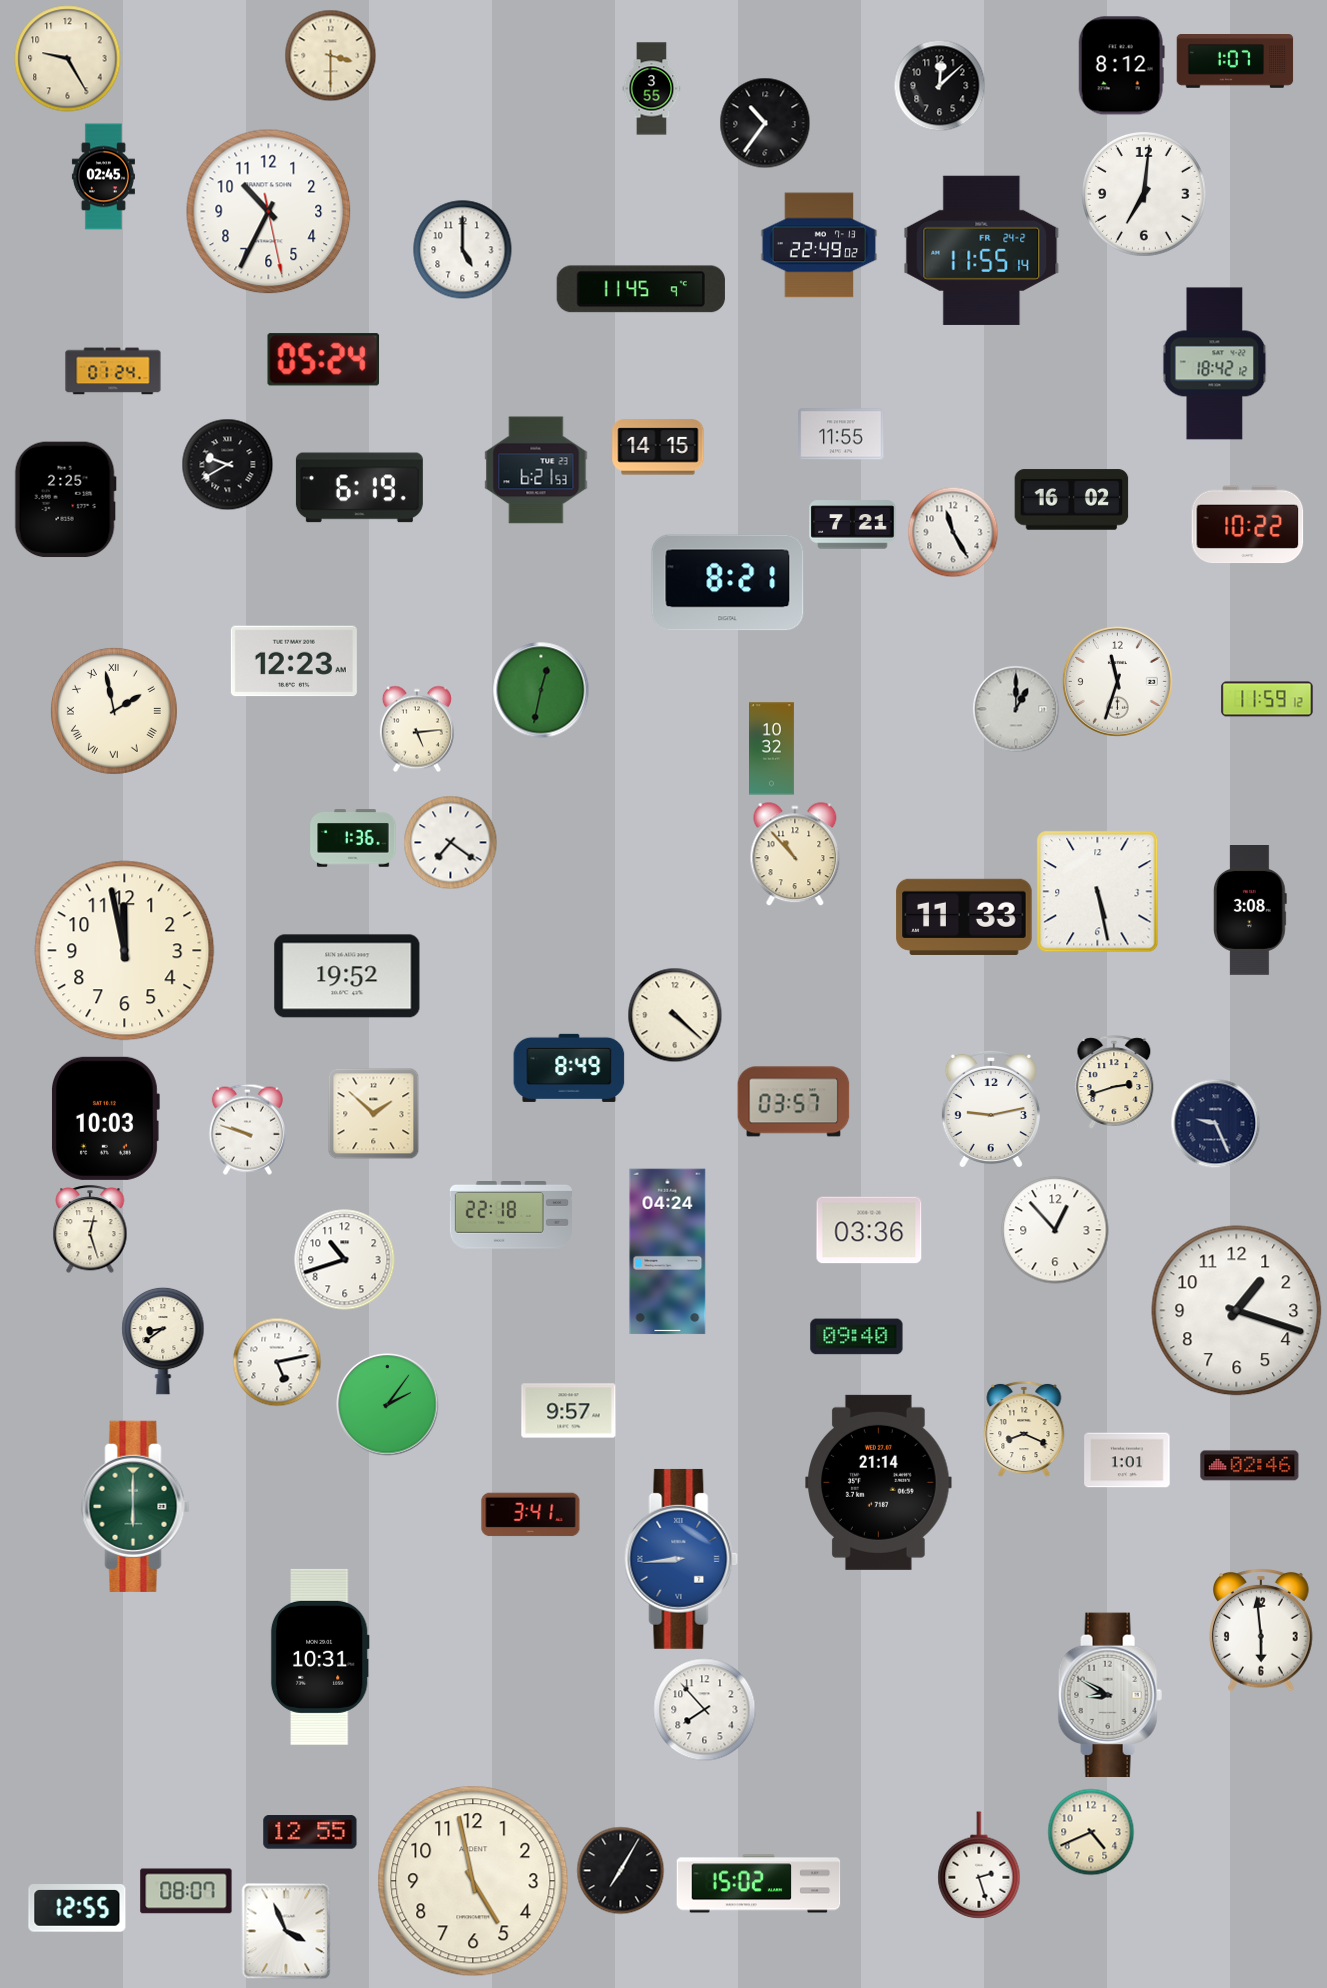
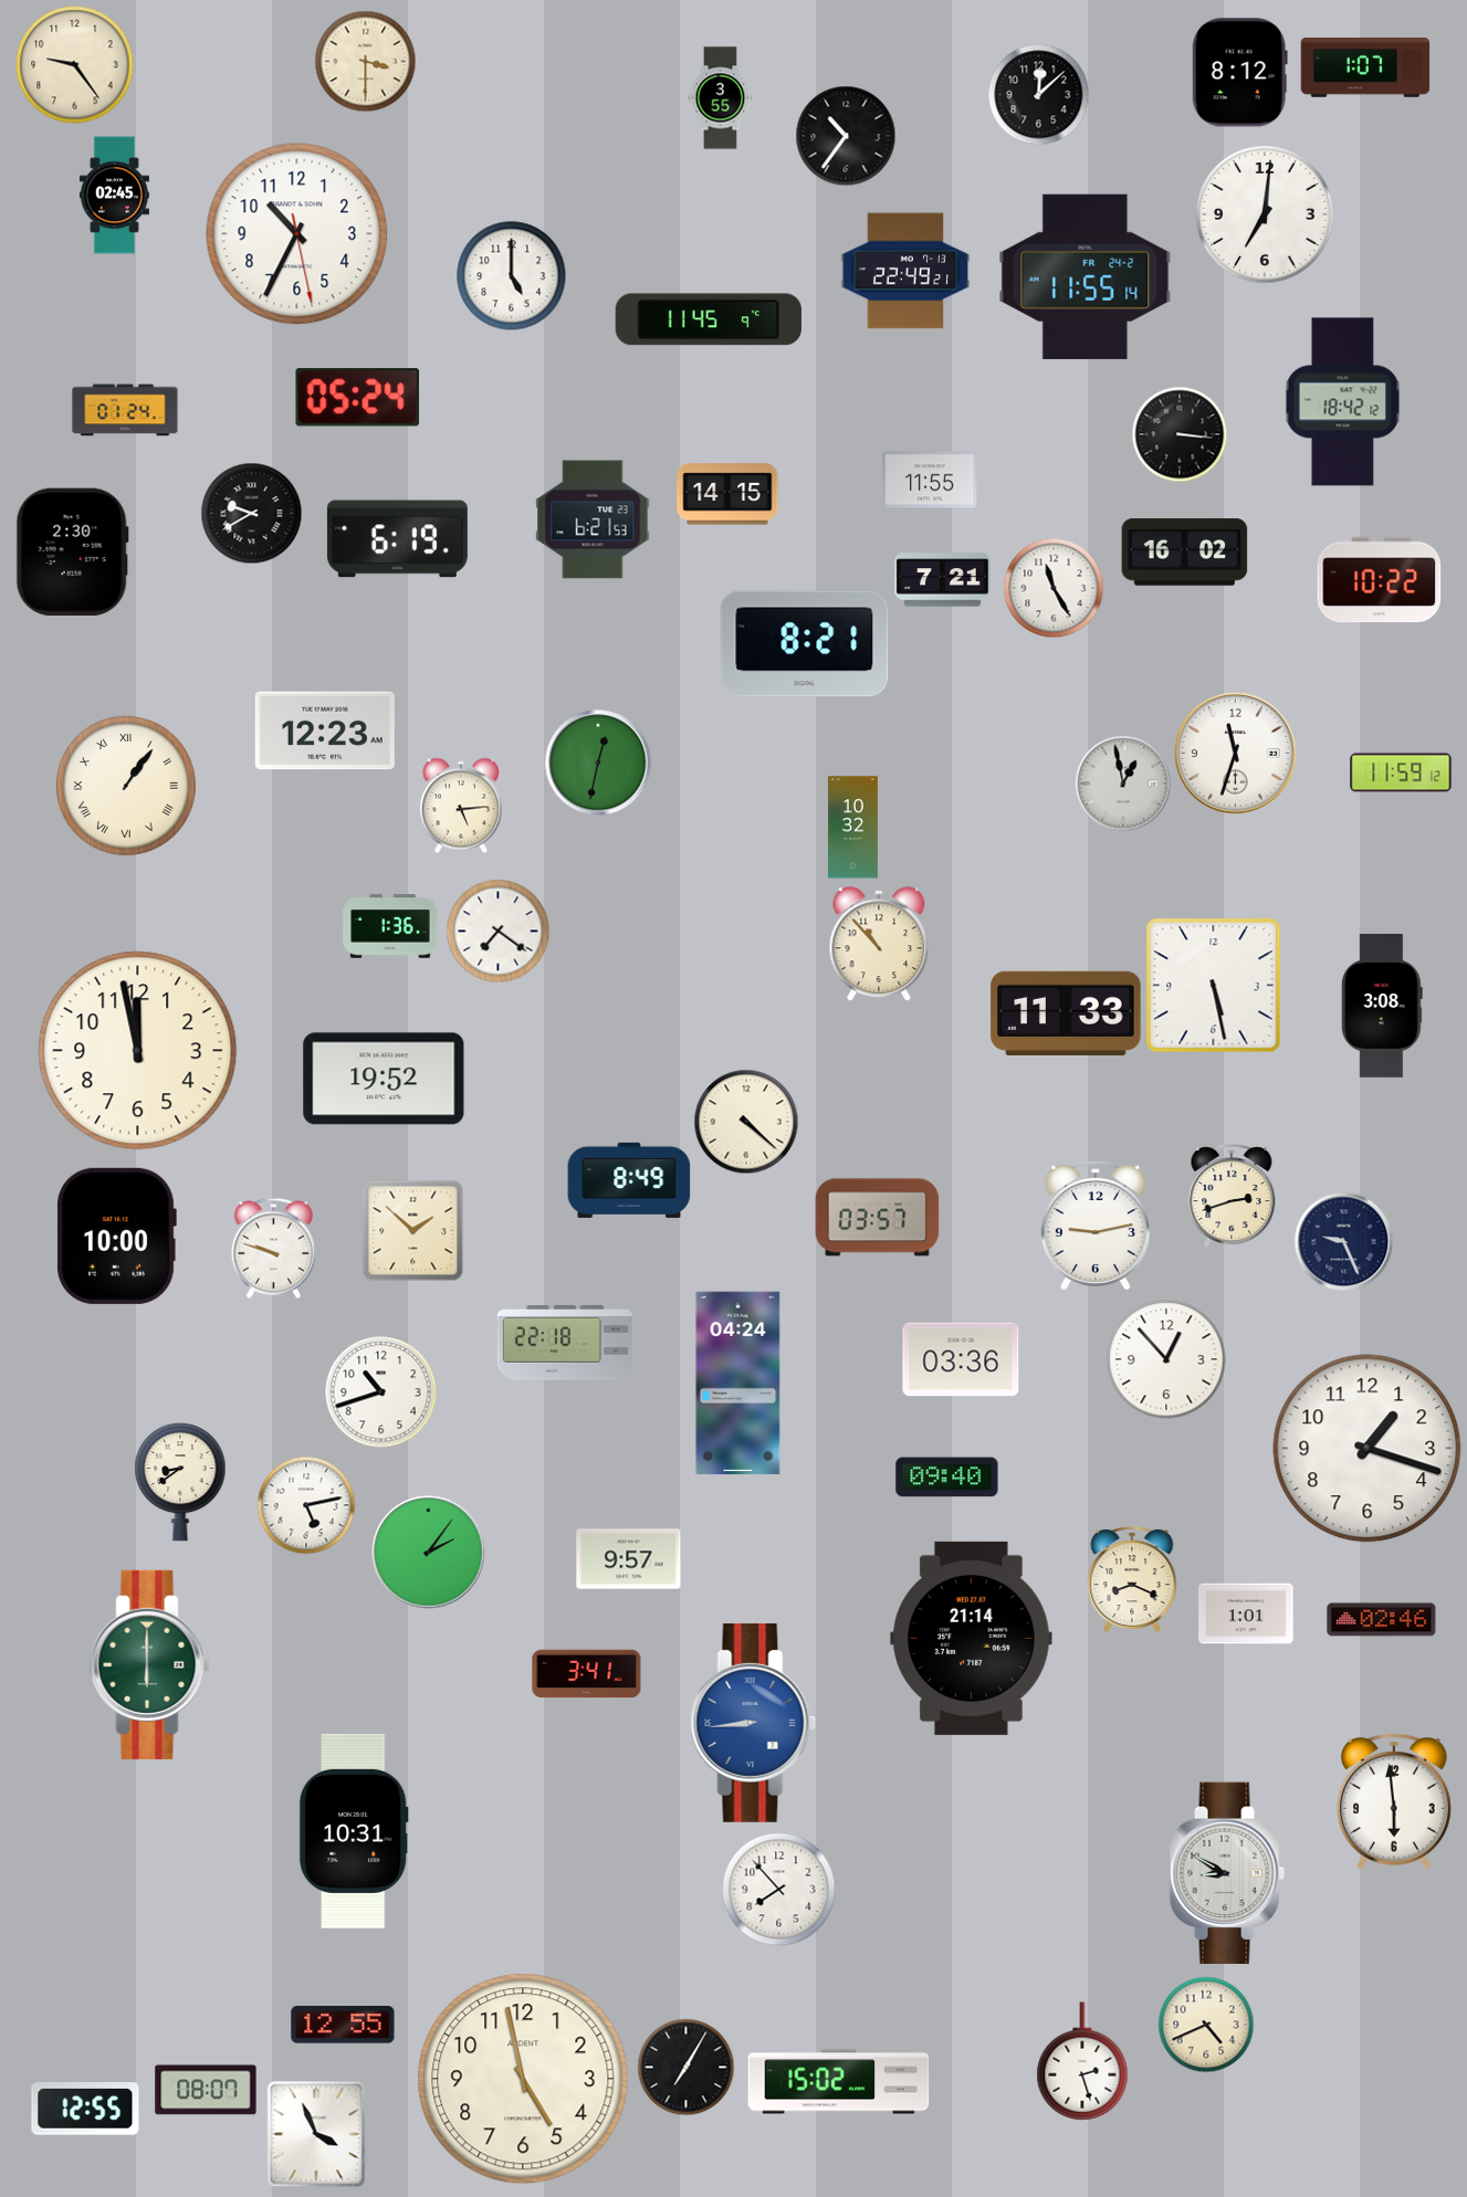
clock at (68, 59): 9:25 -> 9:24
clock at (819, 245): 22:49:02 -> 22:49:21
clock at (1180, 434): none -> 3:16
clock at (65, 500): 2:25 -> 2:30
clock at (1016, 709): 1:00 -> 12:58
clock at (114, 711): 1:58 -> 1:06
clock at (106, 1118): 10:03 -> 10:00
clock at (90, 1229): 12:27 -> none
